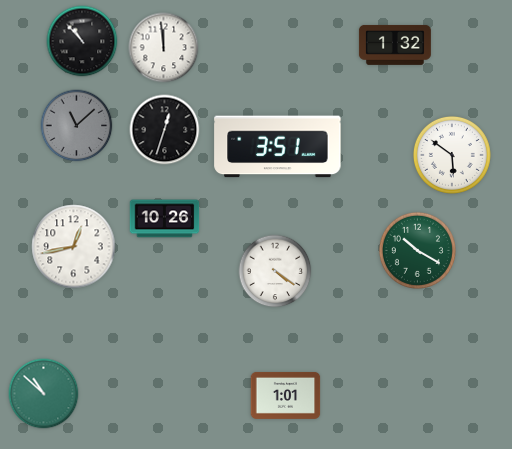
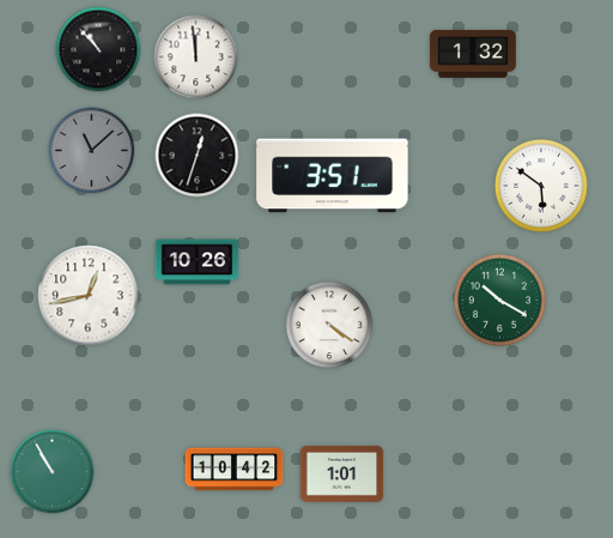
clock at (235, 470): none -> 10:42
clock at (44, 394): 10:52 -> 10:55
